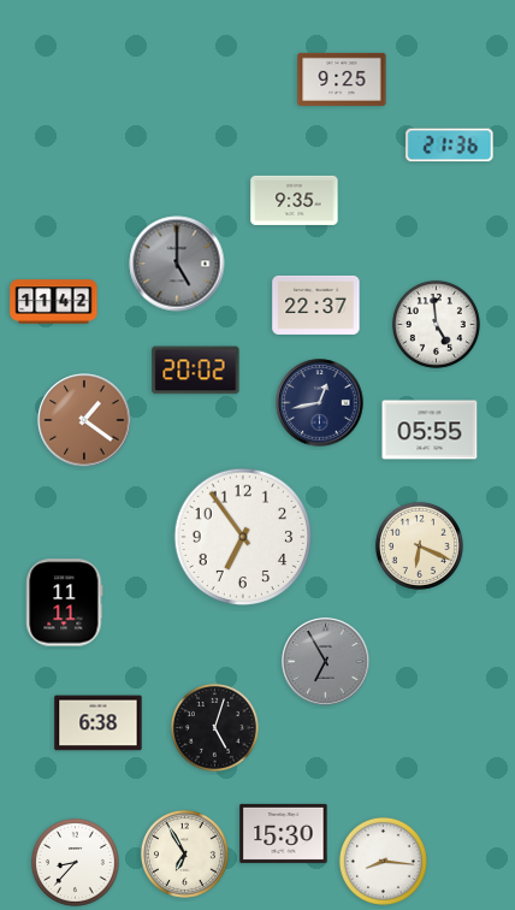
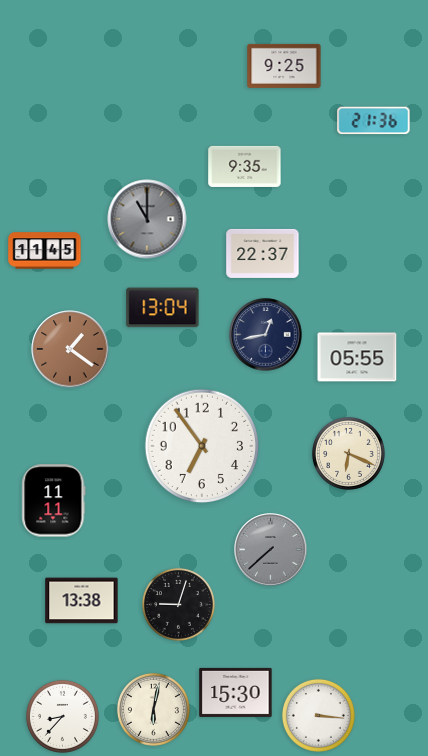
clock at (177, 264): 5:00 -> 11:00
clock at (54, 302): 11:42 -> 11:45
clock at (436, 324): 4:59 -> none
clock at (196, 371): 20:02 -> 13:04
clock at (326, 662): 6:55 -> 7:38
clock at (99, 723): 6:38 -> 13:38
clock at (214, 727): 5:03 -> 9:03
clock at (184, 853): 6:55 -> 6:02
clock at (383, 861): 8:16 -> 3:16
